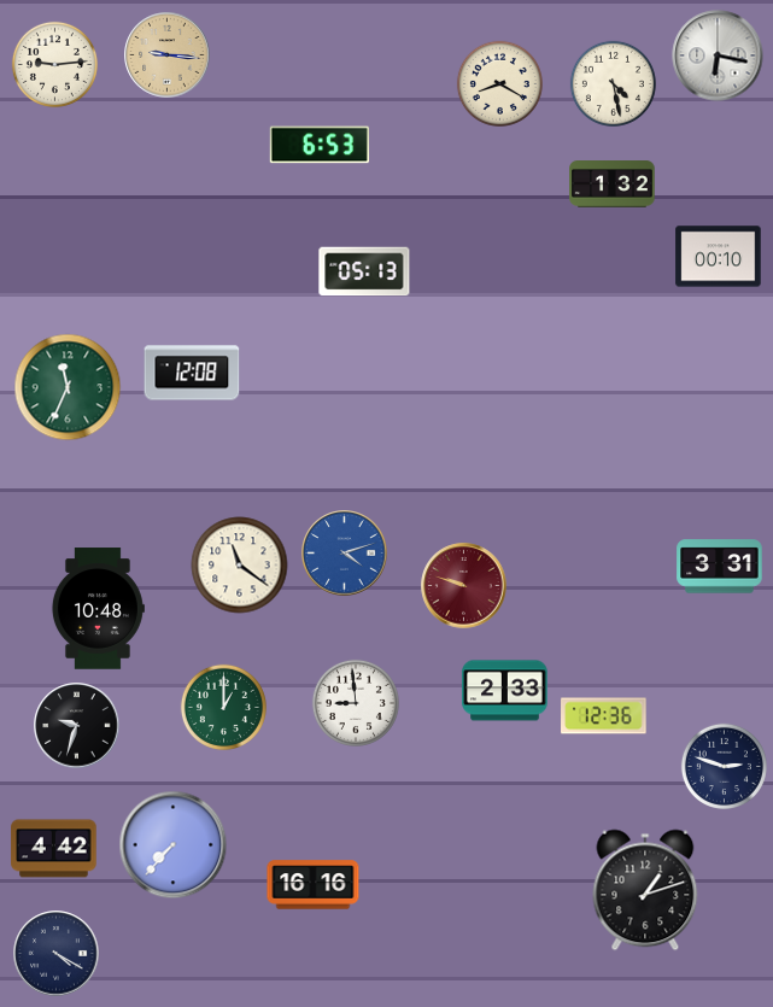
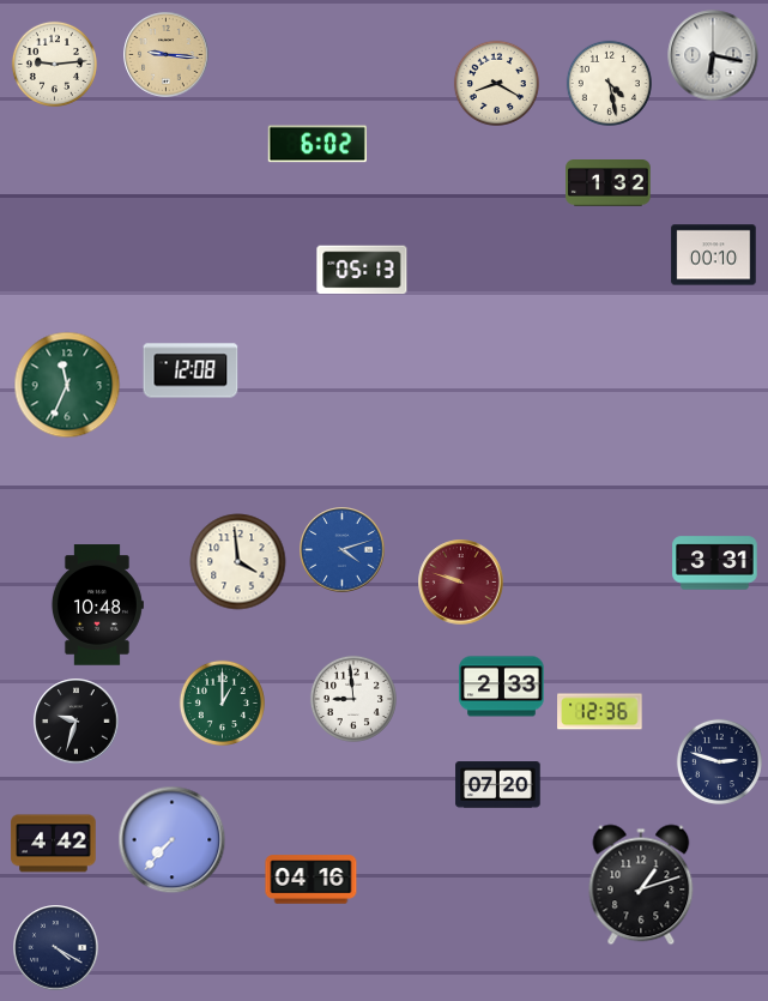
clock at (320, 145): 6:53 -> 6:02
clock at (240, 566): 11:21 -> 3:59
clock at (498, 785): none -> 07:20
clock at (314, 885): 16:16 -> 04:16
